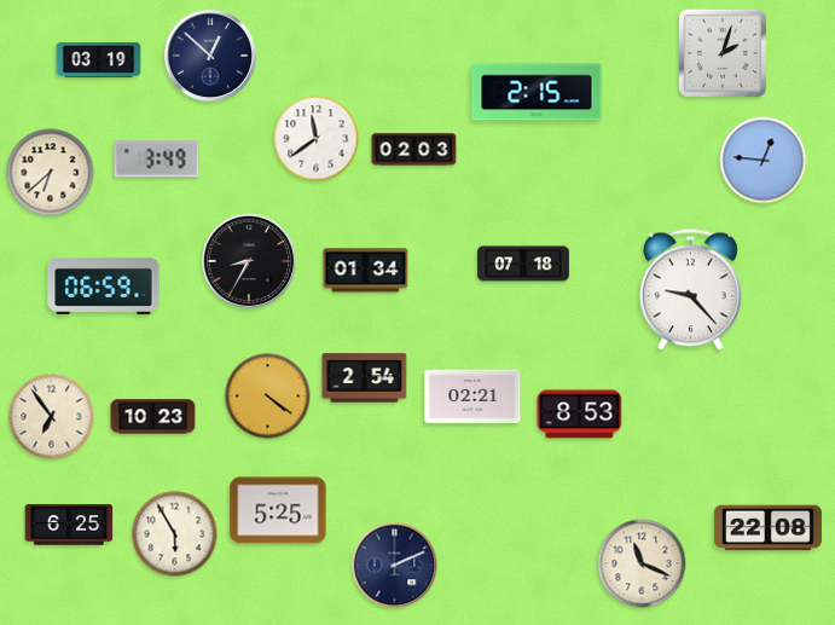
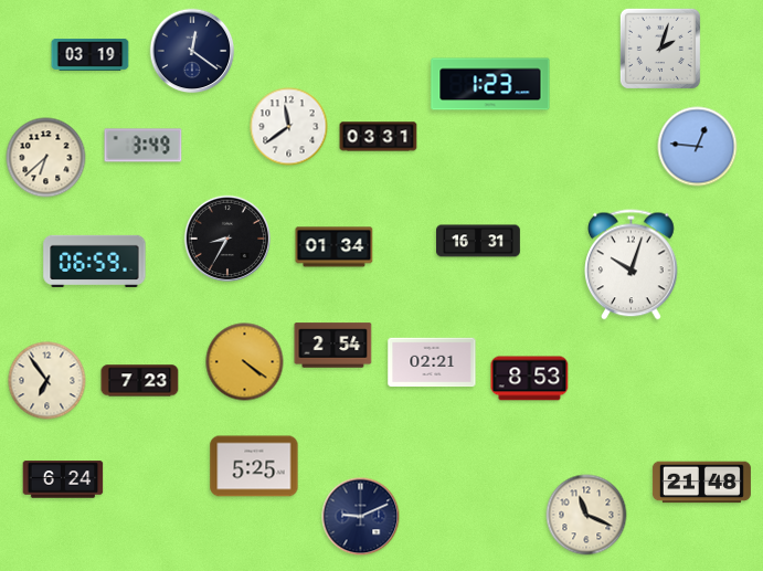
clock at (210, 56): 12:52 -> 12:21
clock at (537, 92): 2:15 -> 1:23
clock at (414, 150): 02:03 -> 03:31
clock at (524, 264): 07:18 -> 16:31
clock at (691, 290): 9:23 -> 10:03
clock at (153, 417): 10:23 -> 7:23
clock at (69, 525): 6:25 -> 6:24
clock at (767, 528): 22:08 -> 21:48
clock at (175, 534): 5:55 -> none
clock at (395, 566): 2:11 -> 9:11
